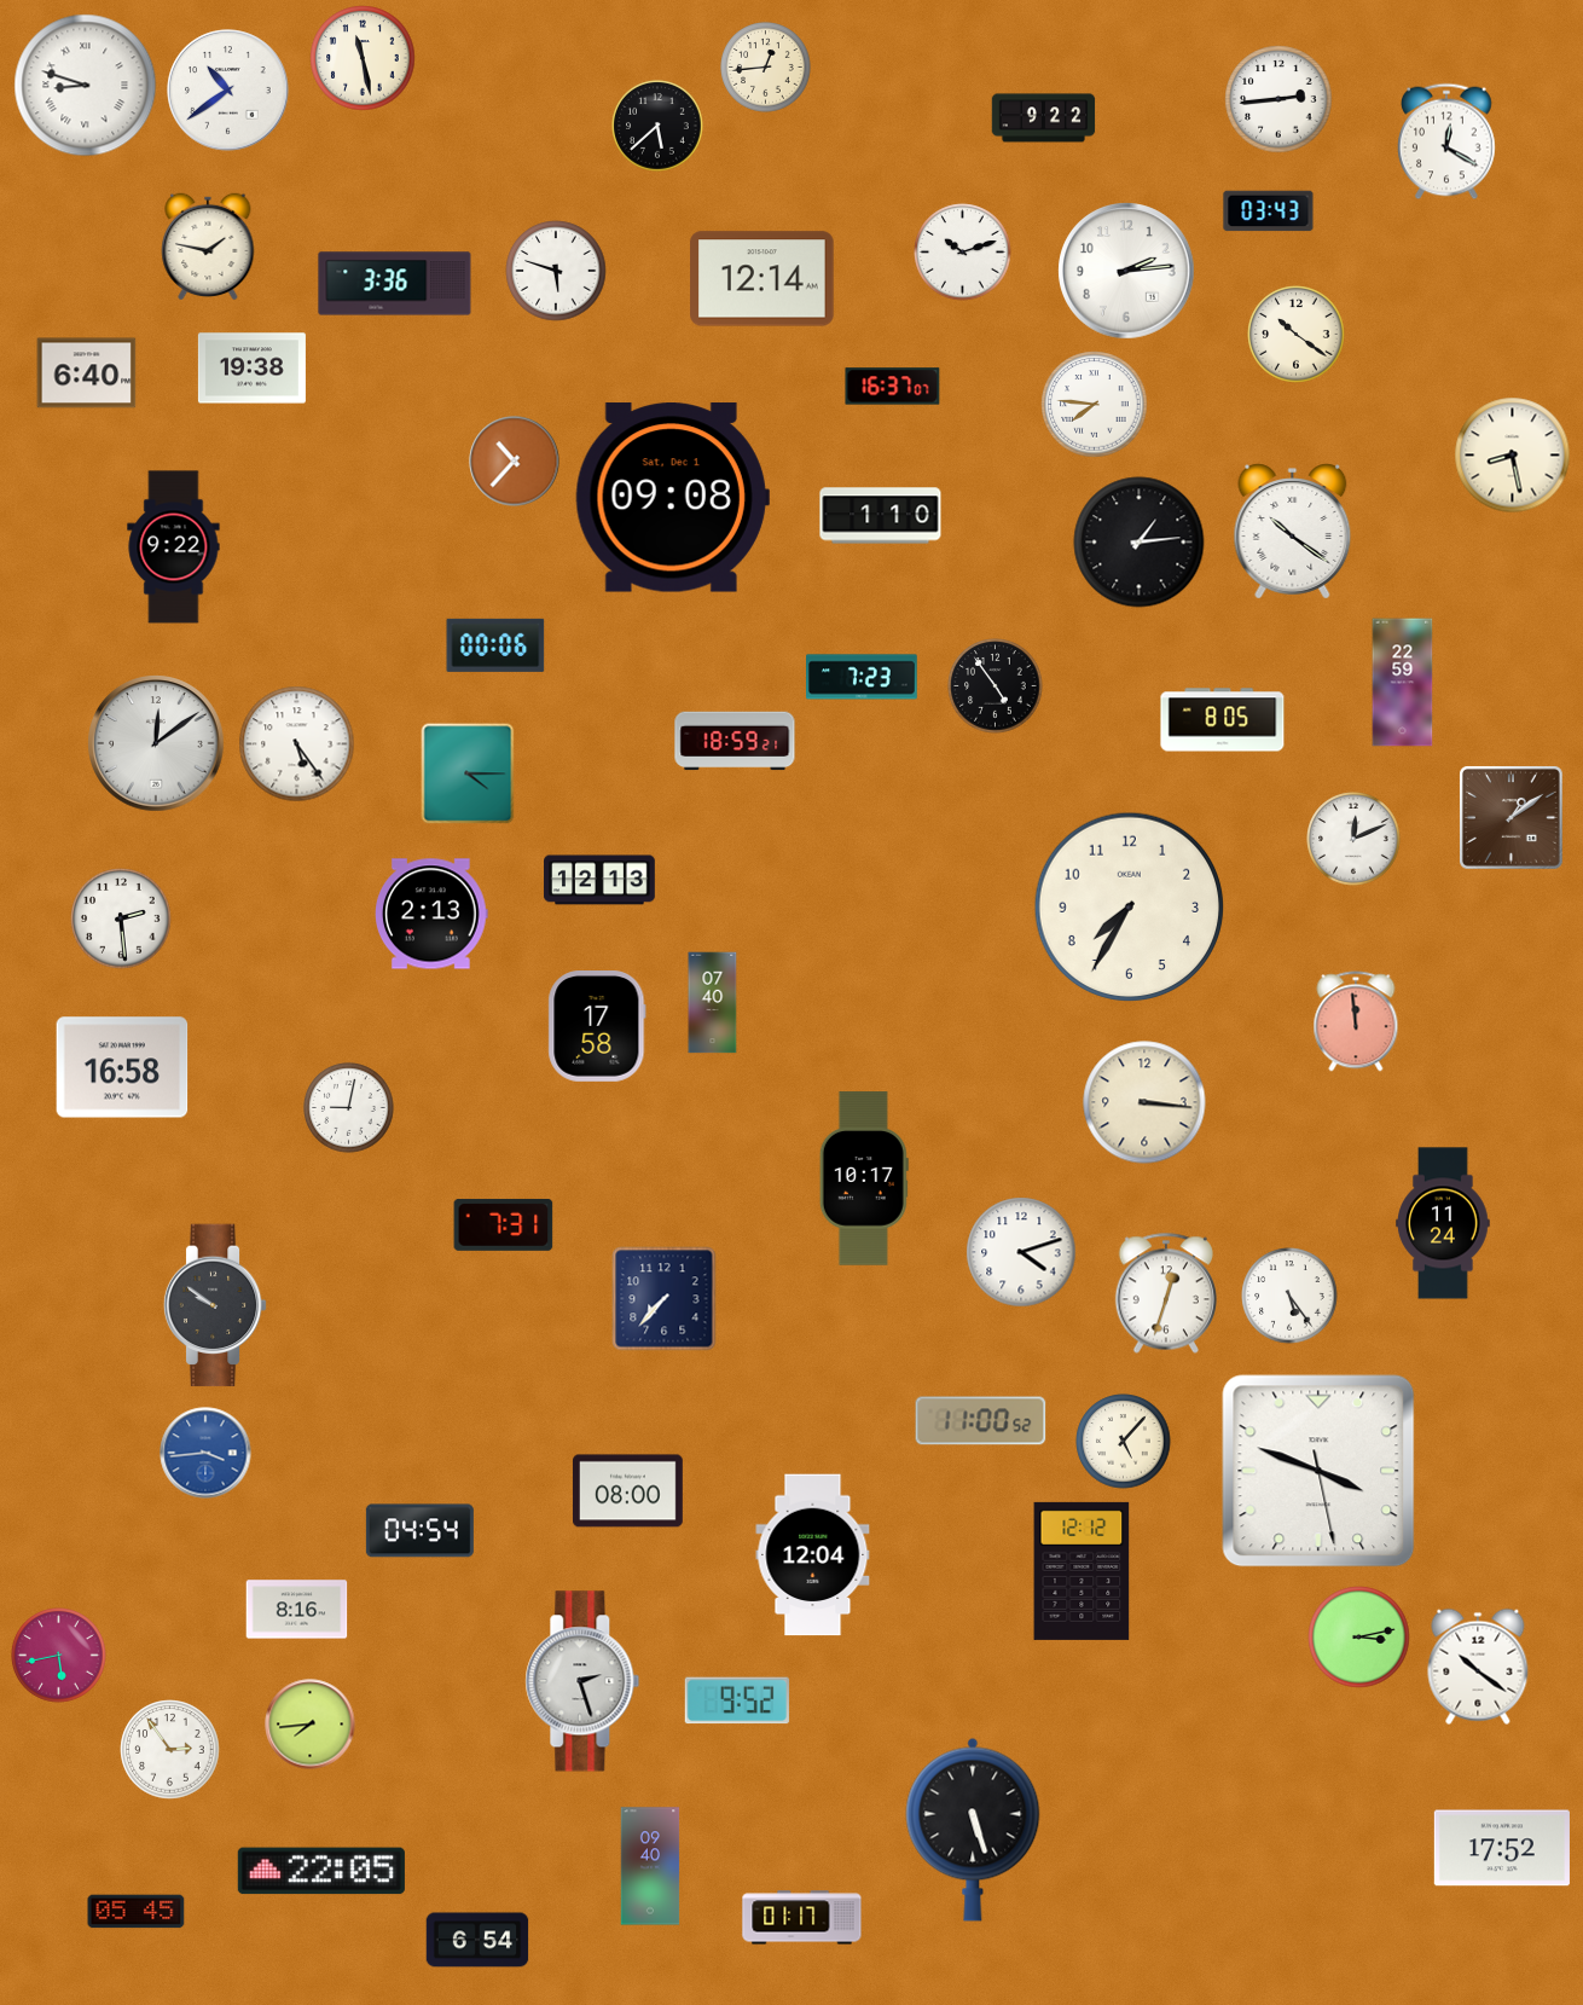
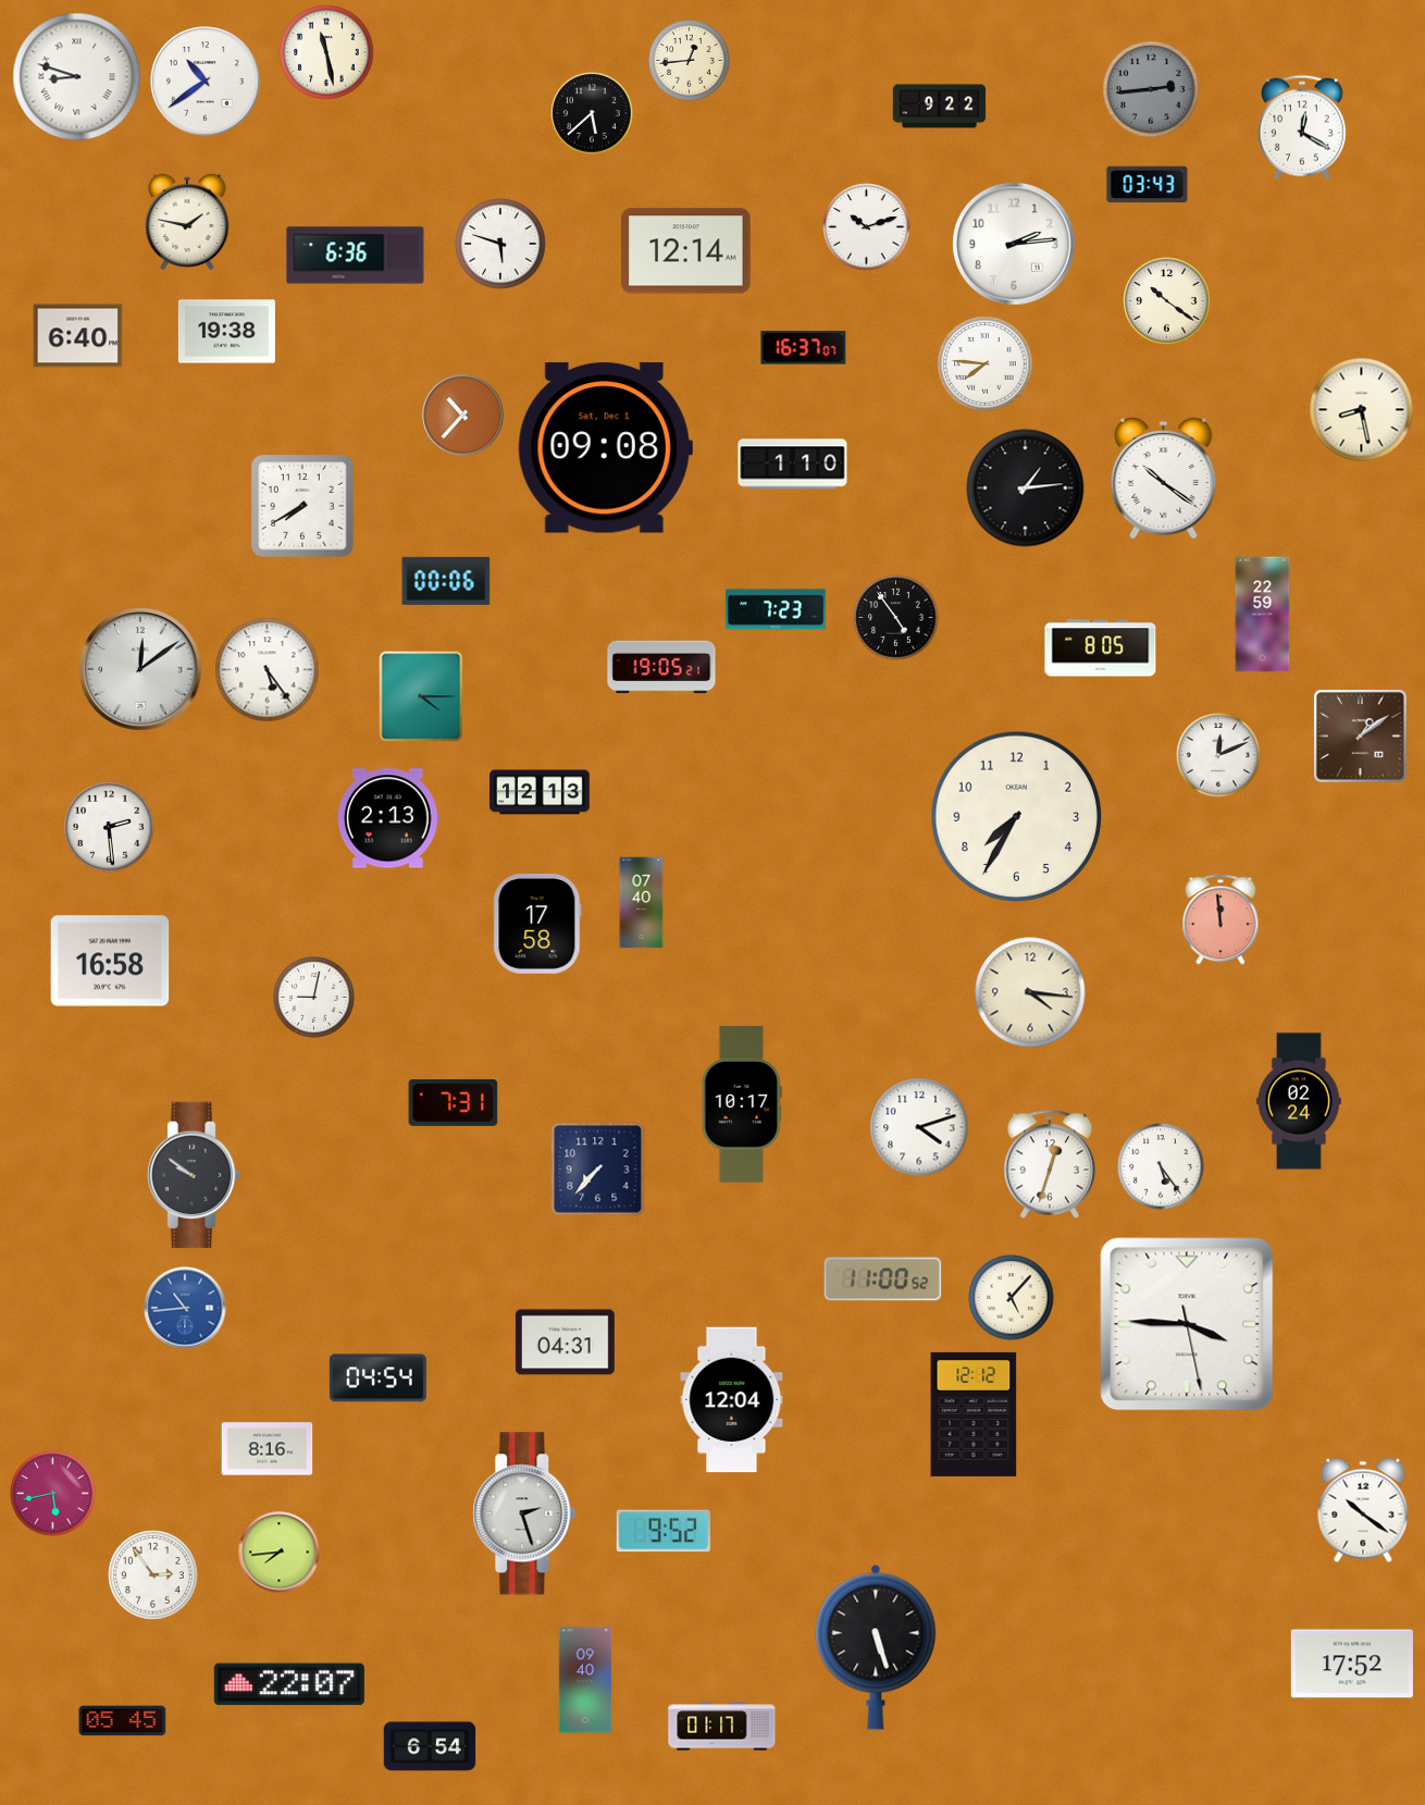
clock at (1278, 99) dial: white -> grey
clock at (1269, 211) position: (1269, 211) -> (1148, 185)
clock at (395, 284): 3:36 -> 6:36
clock at (174, 547): 9:22 -> none
clock at (302, 506): none -> 7:40
clock at (735, 741): 18:59 -> 19:05
clock at (433, 914) position: (433, 914) -> (389, 818)
clock at (1144, 1102): 3:16 -> 4:16
clock at (864, 1178) position: (864, 1178) -> (742, 1104)
clock at (1443, 1223): 11:24 -> 02:24
clock at (205, 1453): 3:44 -> 10:44
clock at (1318, 1471): 3:48 -> 3:45
clock at (627, 1491): 08:00 -> 04:31
clock at (1359, 1638): 3:13 -> none
clock at (59, 1656) position: (59, 1656) -> (53, 1494)
clock at (1478, 1667) position: (1478, 1667) -> (1363, 1510)
clock at (321, 1871): 22:05 -> 22:07
